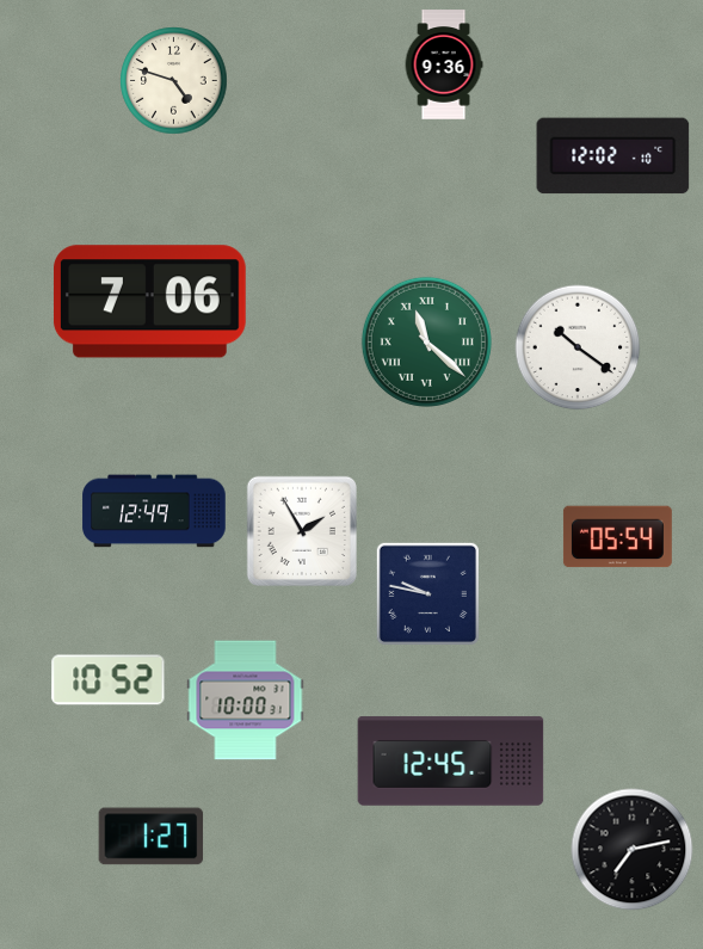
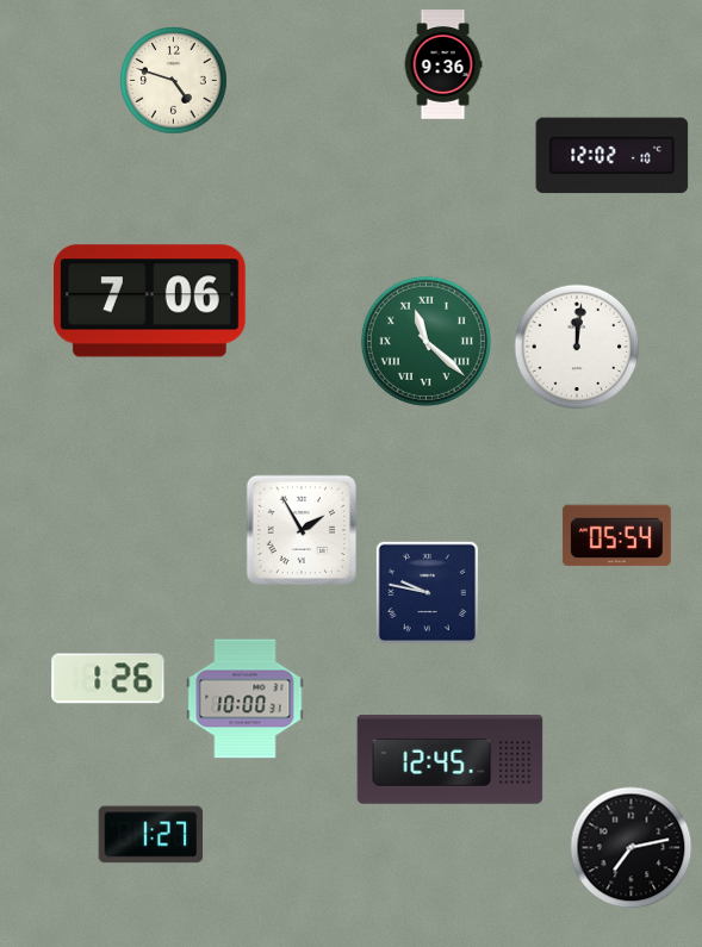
clock at (578, 347): 10:21 -> 12:01
clock at (154, 511): 12:49 -> none
clock at (109, 680): 10:52 -> 1:26
